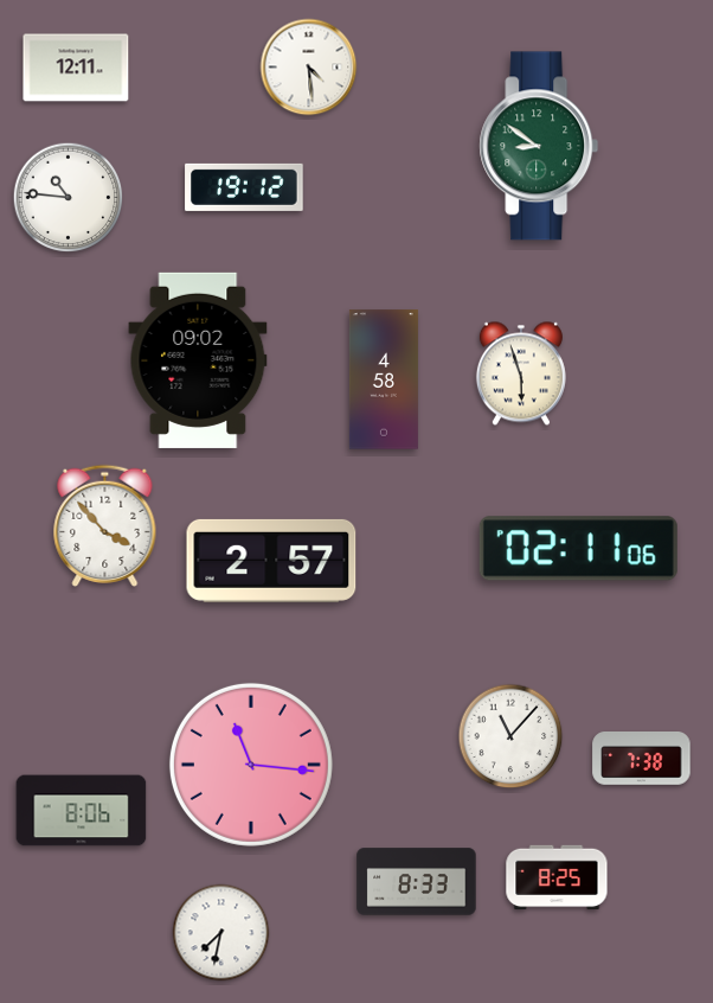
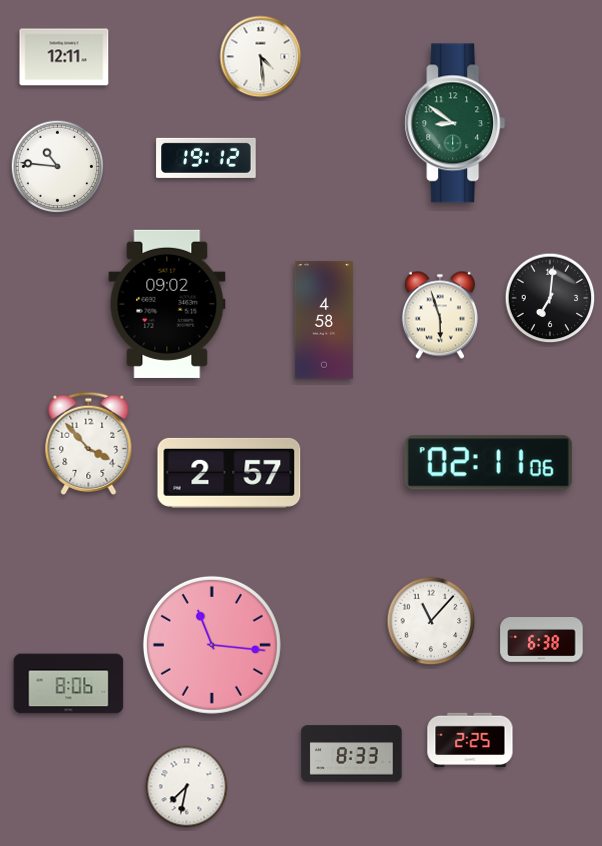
clock at (550, 298): none -> 7:01
clock at (642, 759): 7:38 -> 6:38
clock at (557, 877): 8:25 -> 2:25
clock at (417, 882) position: (417, 882) -> (352, 754)
